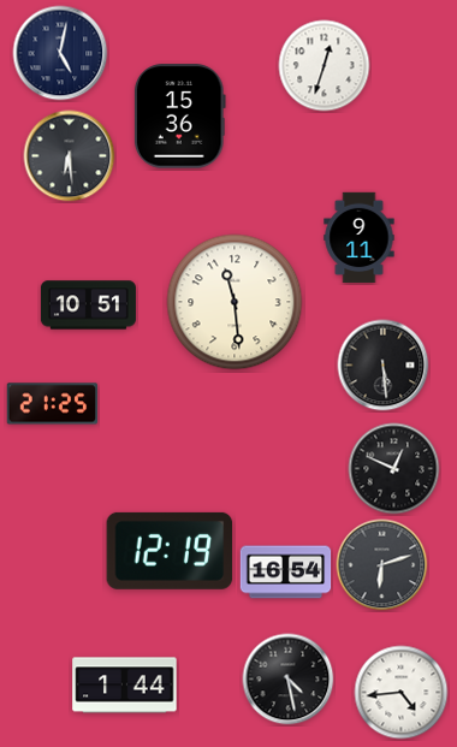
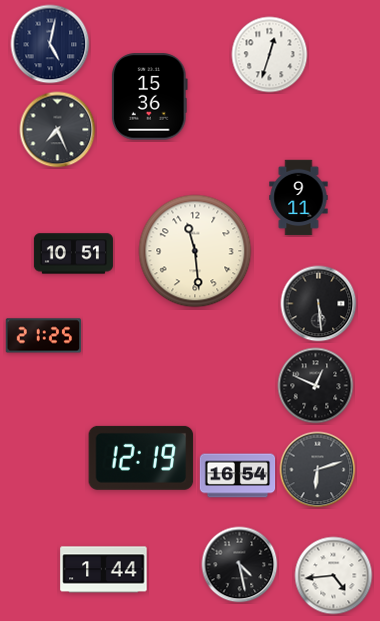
clock at (70, 156): 6:29 -> 7:26
clock at (394, 469) position: (394, 469) -> (316, 386)
